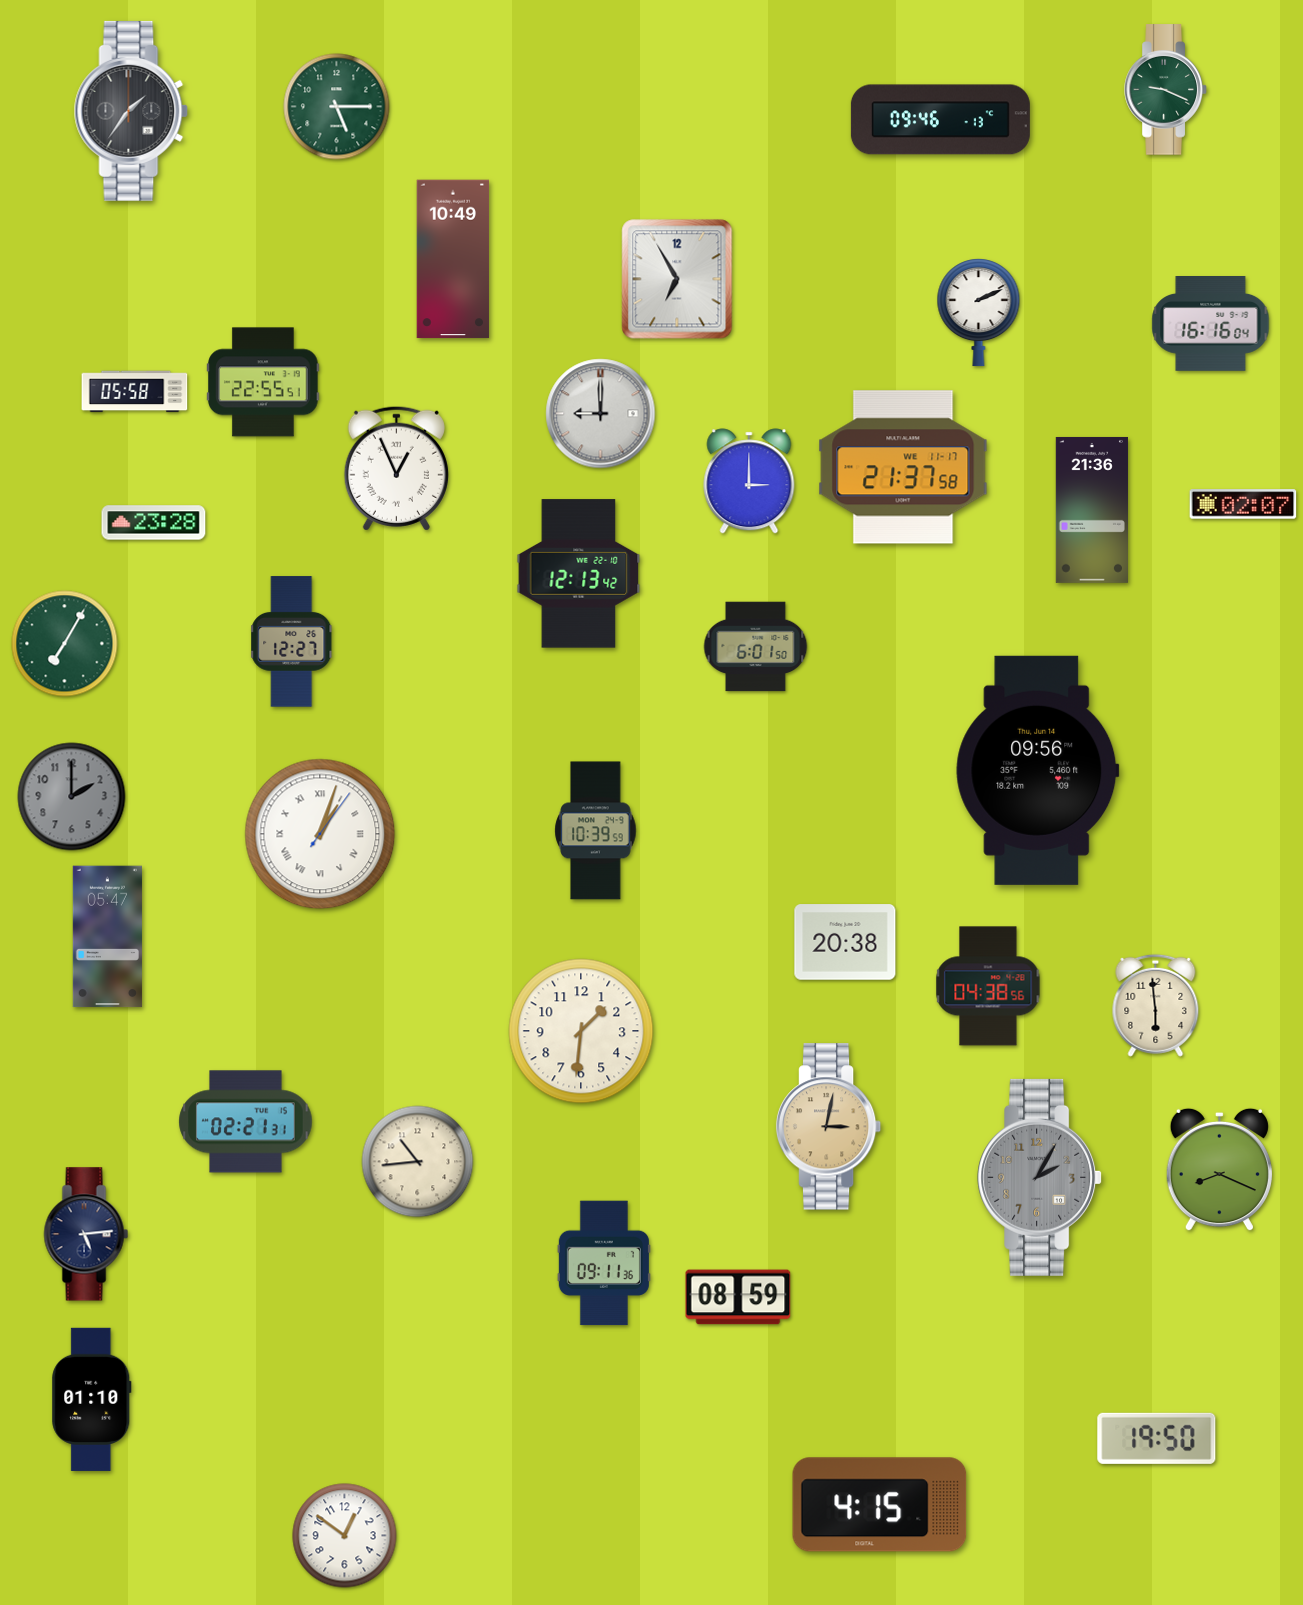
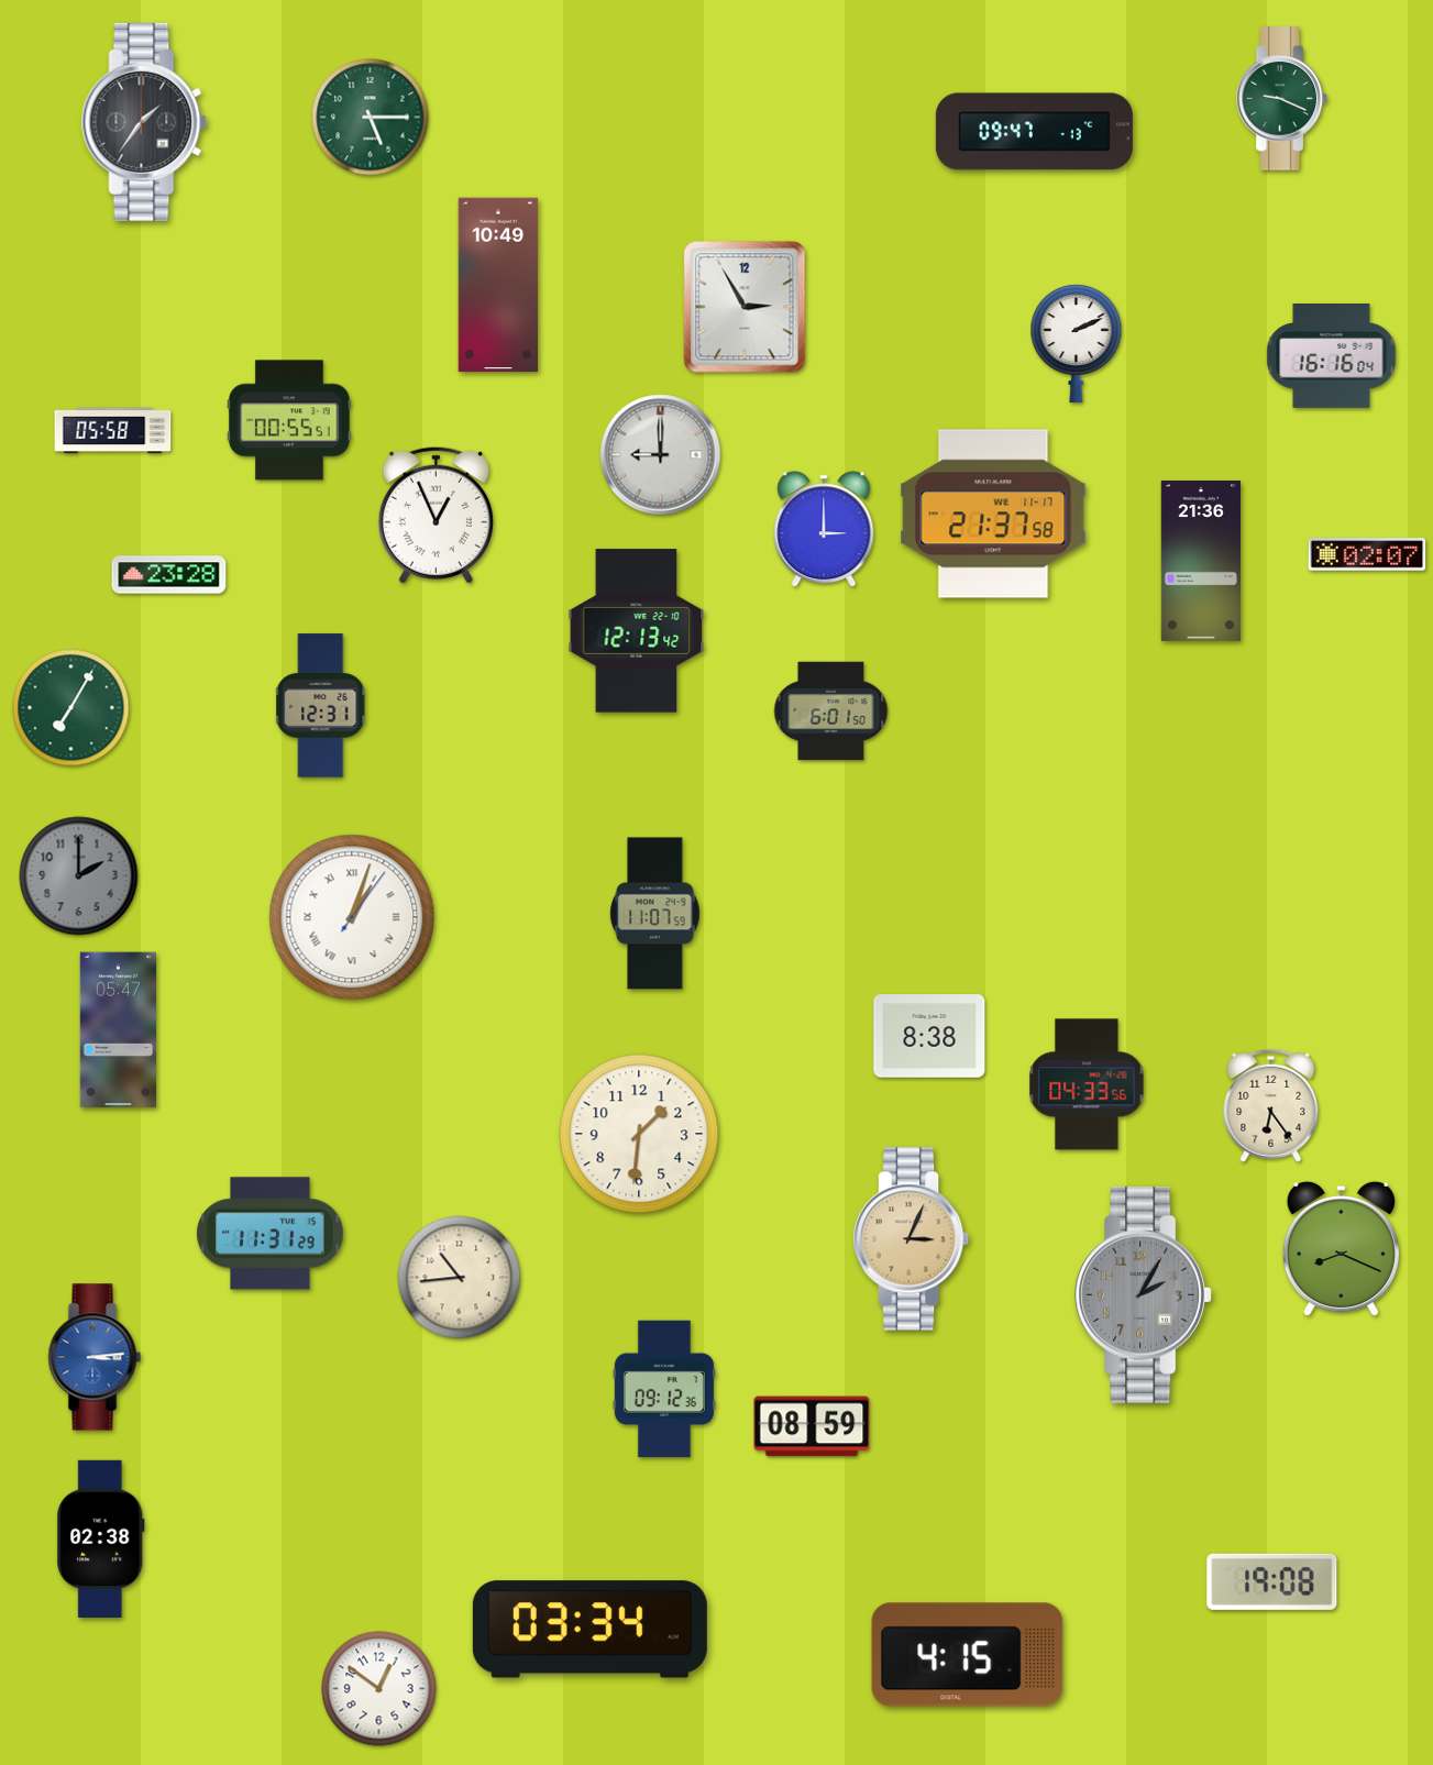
clock at (940, 120): 09:46 -> 09:47
clock at (677, 279): 6:55 -> 2:55
clock at (263, 382): 22:55 -> 00:55
clock at (135, 392) position: (135, 392) -> (113, 431)
clock at (292, 642): 12:27 -> 12:31
clock at (1038, 770): 09:56 -> none
clock at (596, 831): 10:39 -> 11:07
clock at (845, 942): 20:38 -> 8:38
clock at (988, 986): 04:38 -> 04:33
clock at (1156, 1005): 5:59 -> 6:24
clock at (246, 1122): 02:21 -> 11:31
clock at (829, 1127): 3:02 -> 3:04
clock at (1219, 1170) position: (1219, 1170) -> (1341, 1249)
clock at (86, 1234): 5:14 -> 3:14
clock at (86, 1234) dial: navy -> blue
clock at (604, 1263): 09:11 -> 09:12
clock at (92, 1399): 01:10 -> 02:38
clock at (1157, 1438): 19:50 -> 19:08
clock at (589, 1630): none -> 03:34
